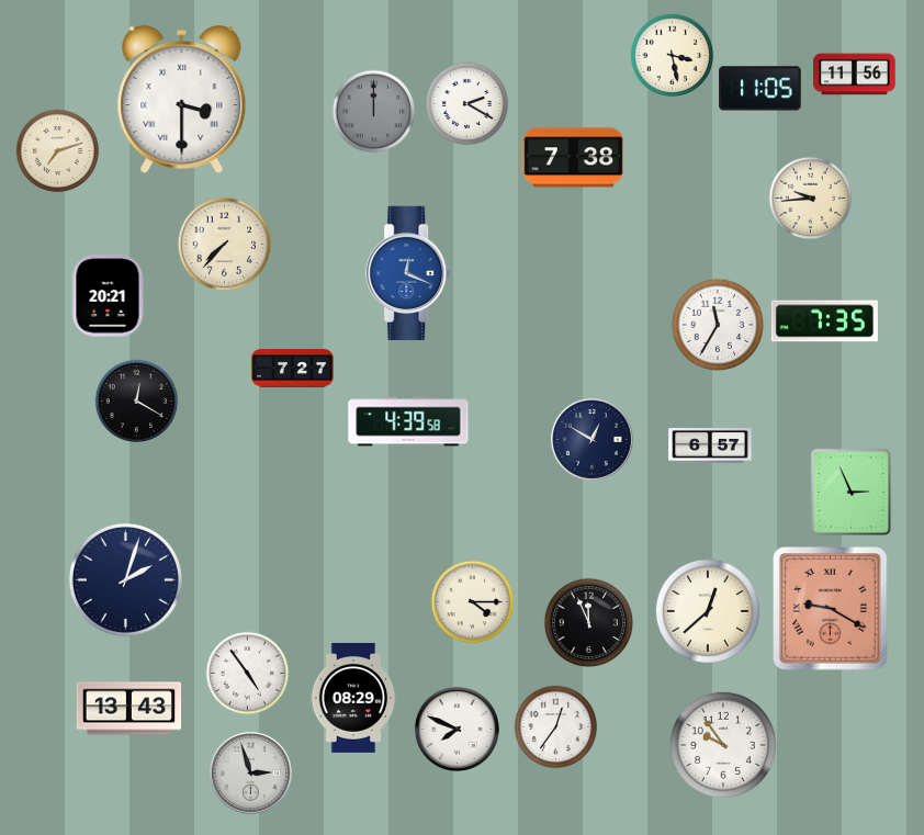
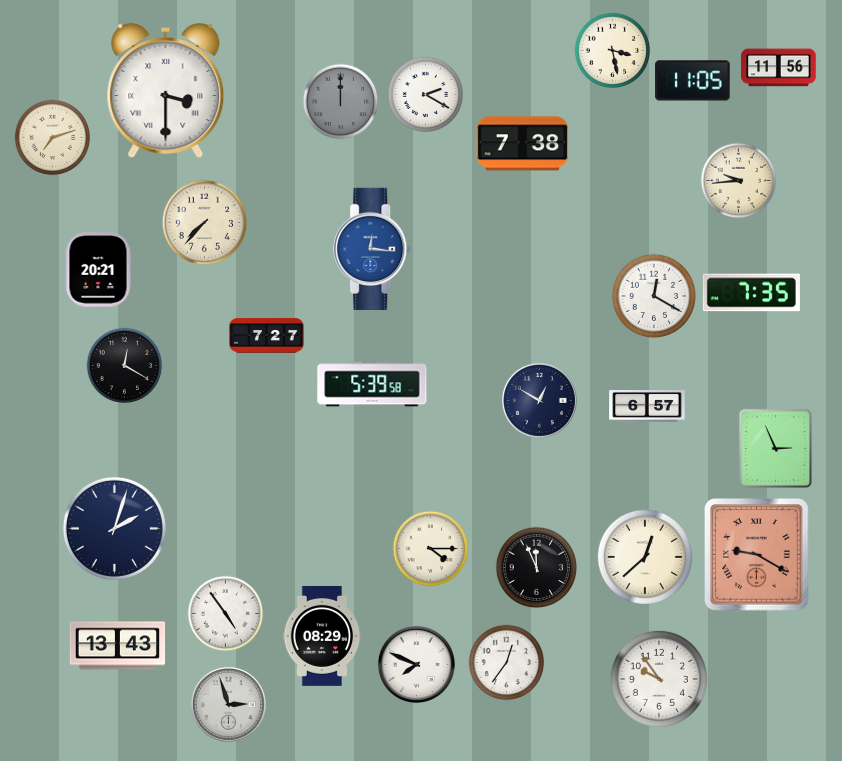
clock at (409, 273): 12:19 -> 12:16
clock at (718, 325): 11:35 -> 12:20
clock at (408, 421): 4:39 -> 5:39
